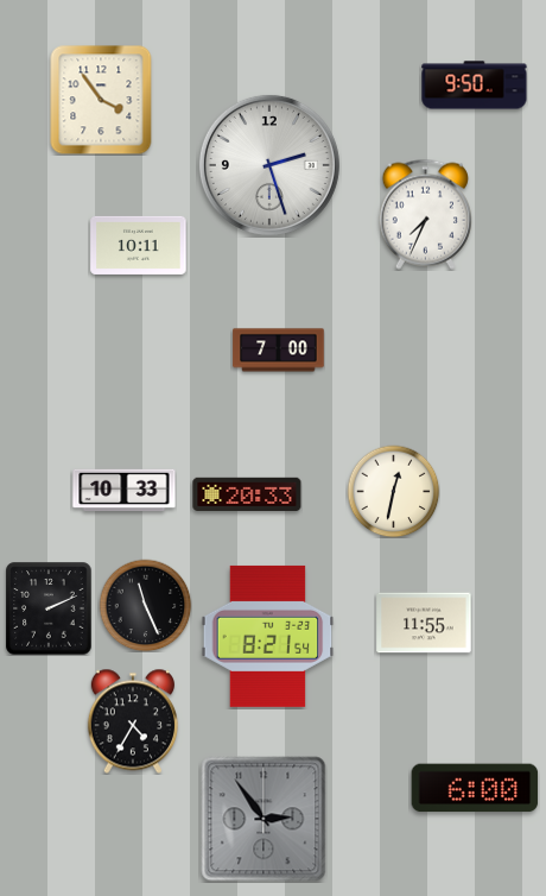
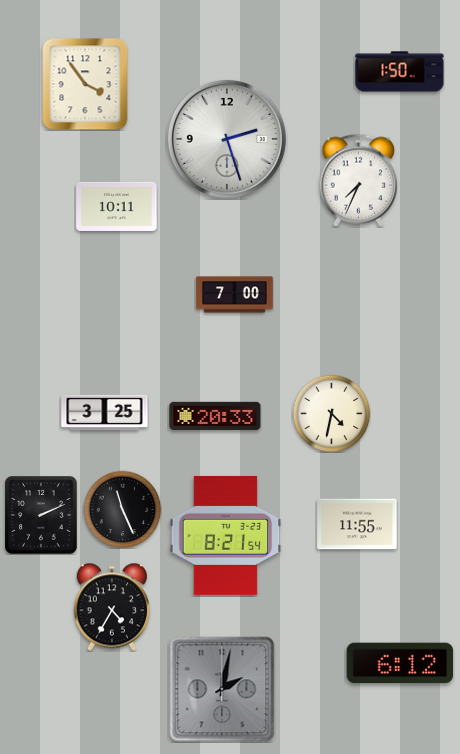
clock at (475, 86): 9:50 -> 1:50
clock at (125, 491): 10:33 -> 3:25
clock at (393, 491): 12:32 -> 4:32
clock at (247, 494) position: (247, 494) -> (215, 416)
clock at (49, 608) position: (49, 608) -> (41, 515)
clock at (475, 788): 6:00 -> 6:12
clock at (264, 819): 2:54 -> 2:02
